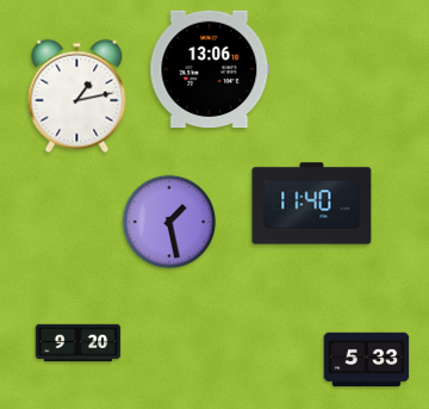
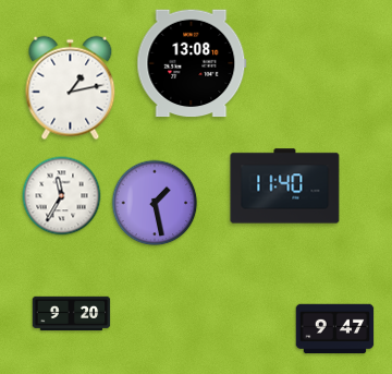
clock at (210, 69): 13:06 -> 13:08
clock at (62, 196): none -> 11:35
clock at (367, 360): 5:33 -> 9:47
